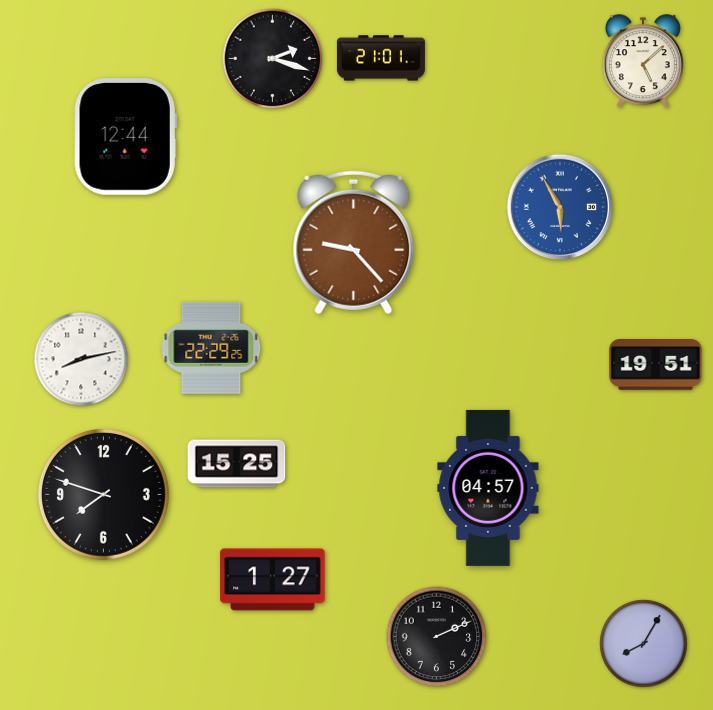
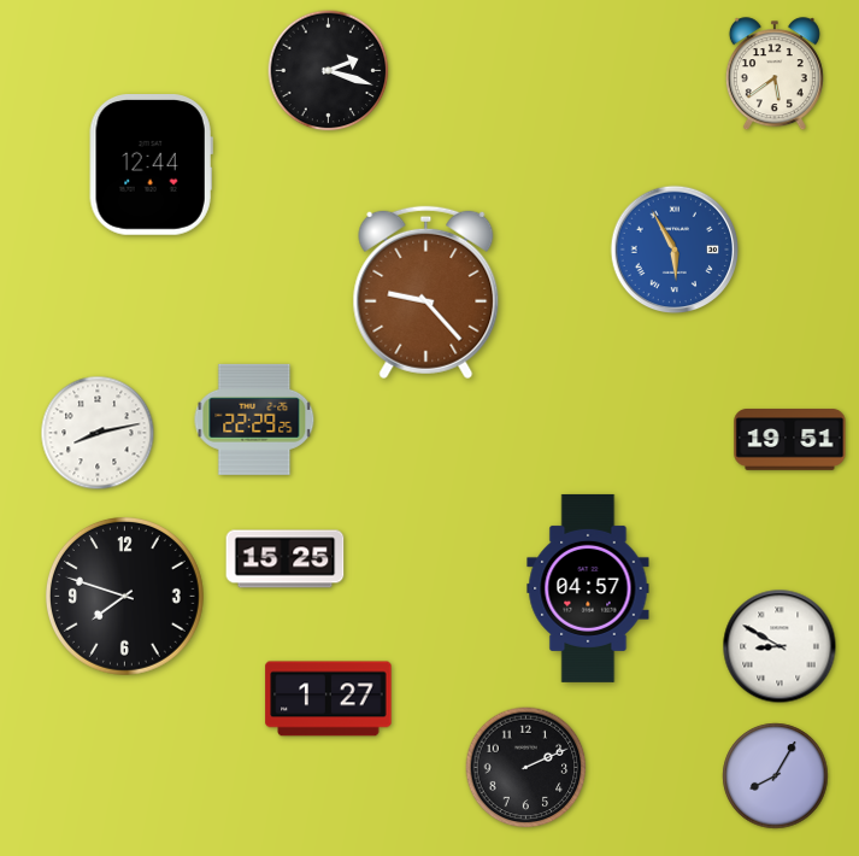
clock at (381, 58): 21:01 -> none
clock at (643, 62): 5:08 -> 5:39
clock at (779, 646): none -> 8:50
